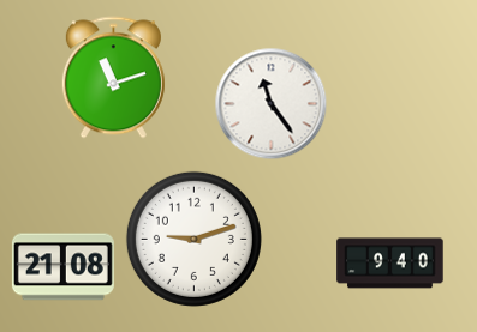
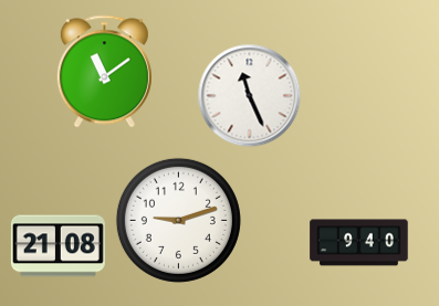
clock at (113, 78): 11:12 -> 11:09
clock at (272, 104): 11:24 -> 11:26
